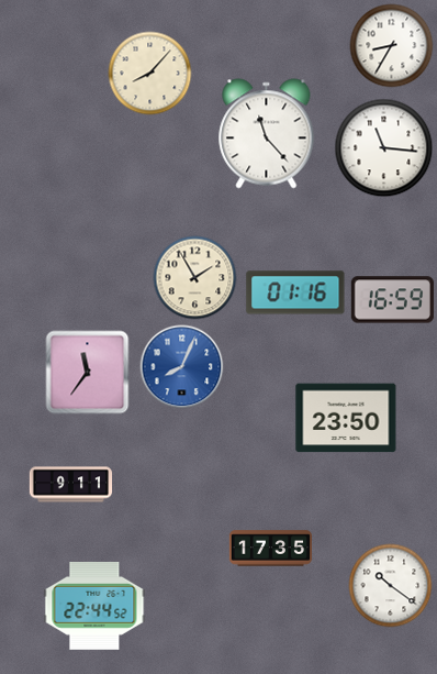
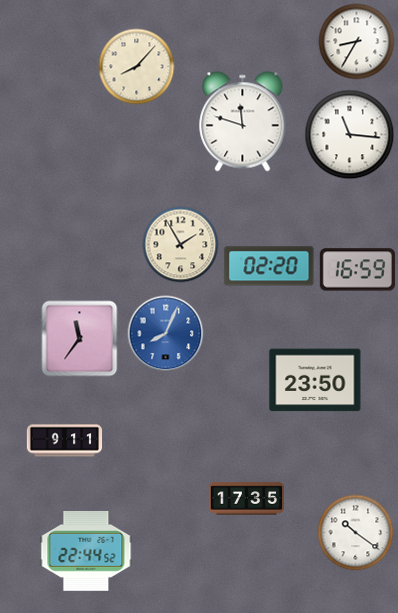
clock at (267, 134): 11:23 -> 11:48
clock at (195, 278) position: (195, 278) -> (181, 245)
clock at (295, 292): 01:16 -> 02:20
clock at (392, 300) position: (392, 300) -> (357, 270)
